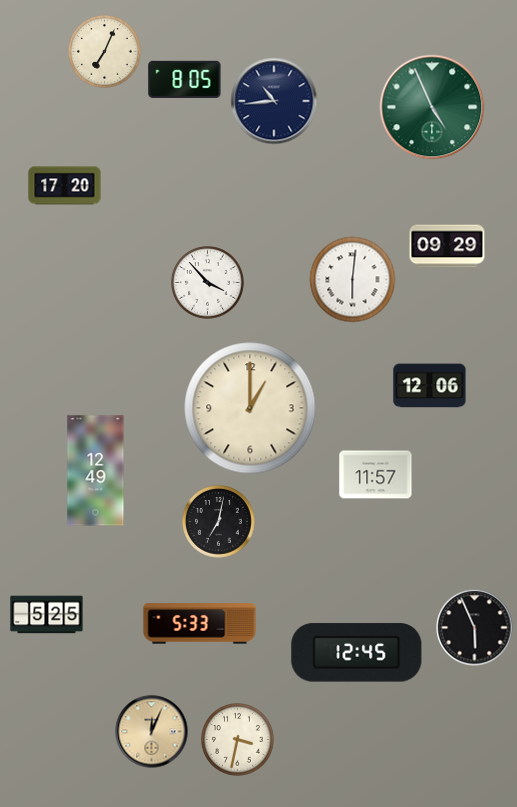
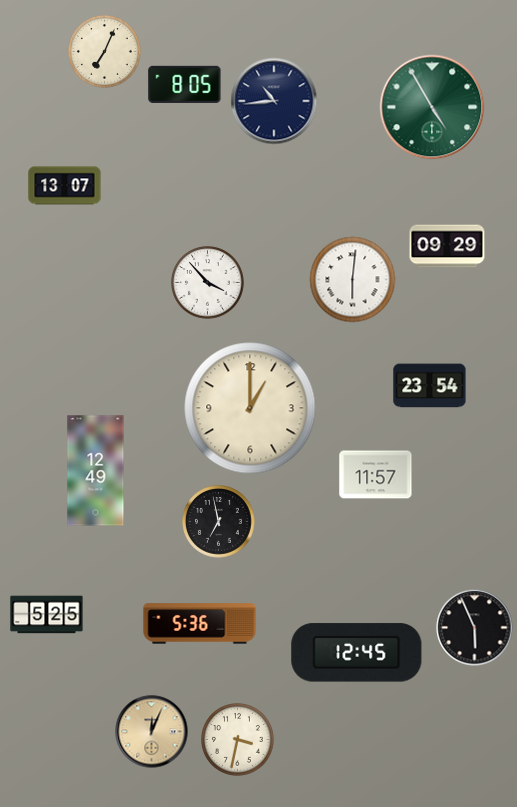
clock at (185, 79) position: (185, 79) -> (185, 84)
clock at (432, 107): 4:56 -> 4:55
clock at (65, 186): 17:20 -> 13:07
clock at (430, 386): 12:06 -> 23:54
clock at (219, 522): 7:02 -> 6:58
clock at (200, 624): 5:33 -> 5:36
